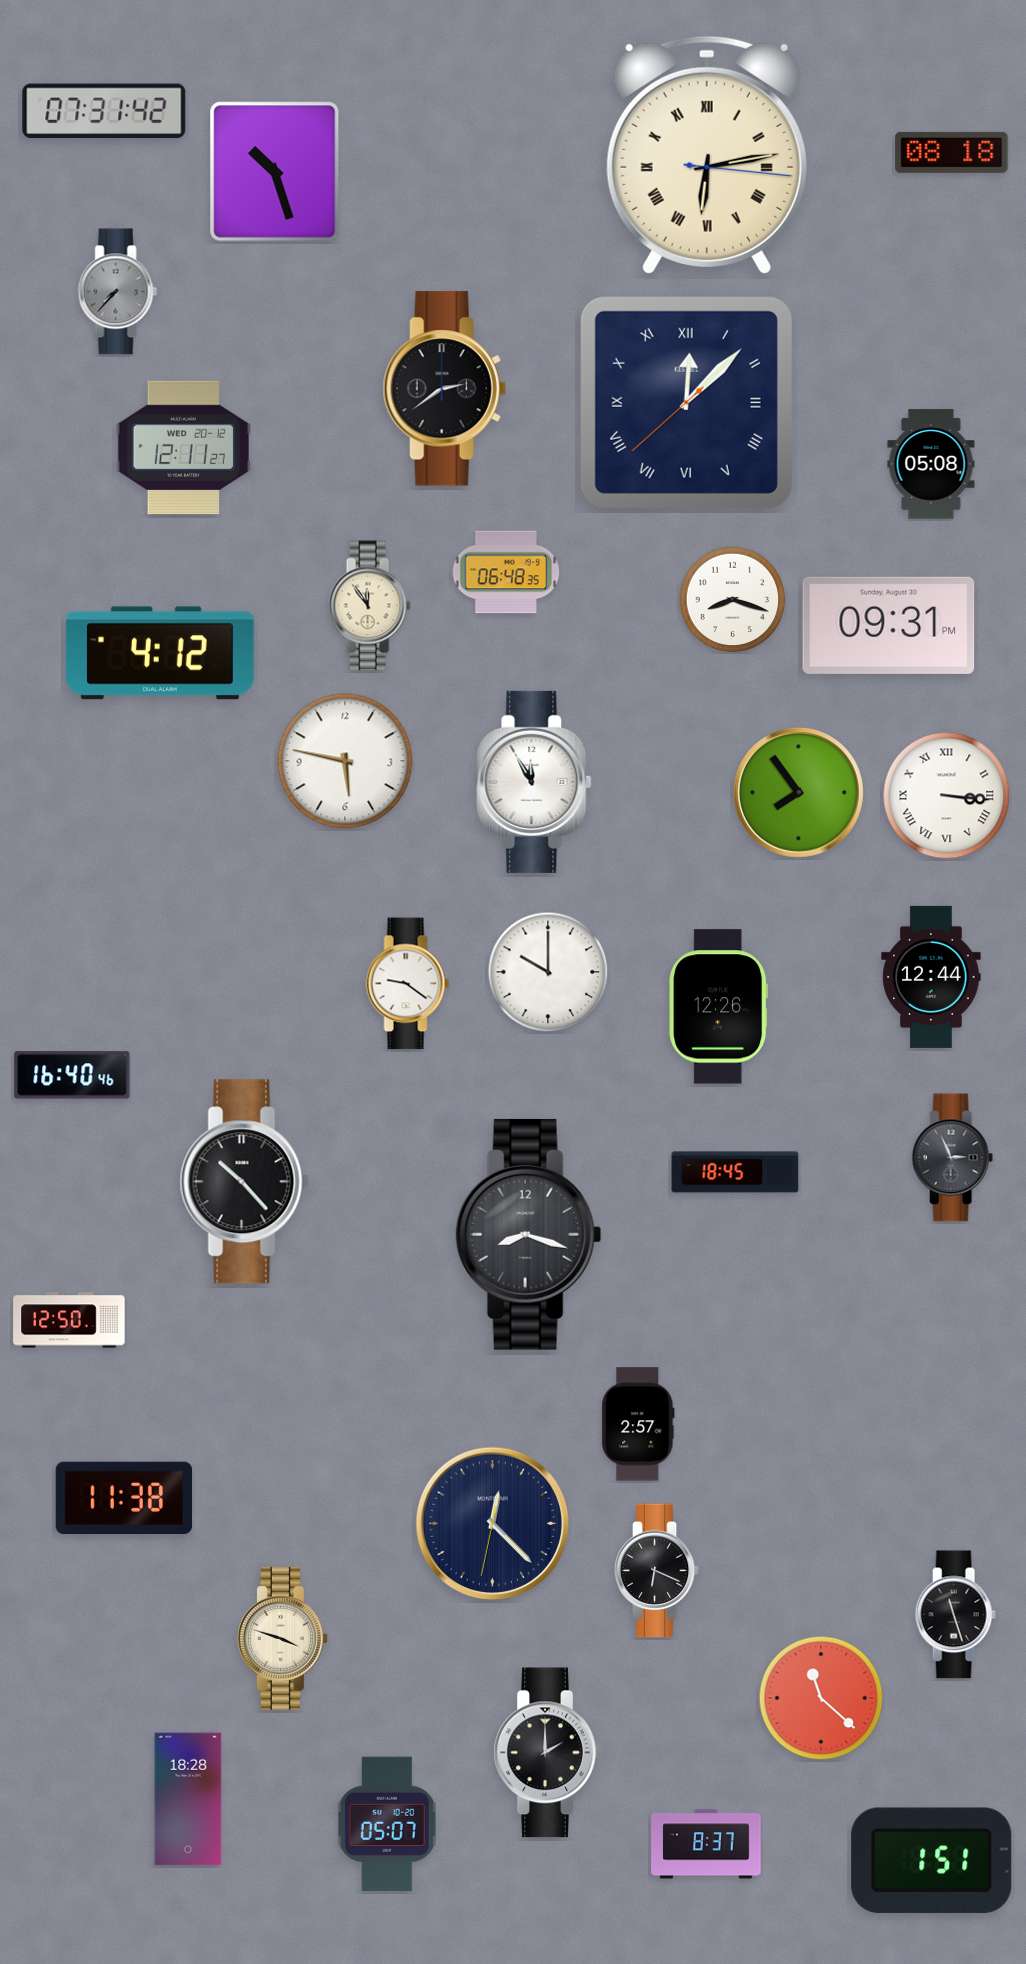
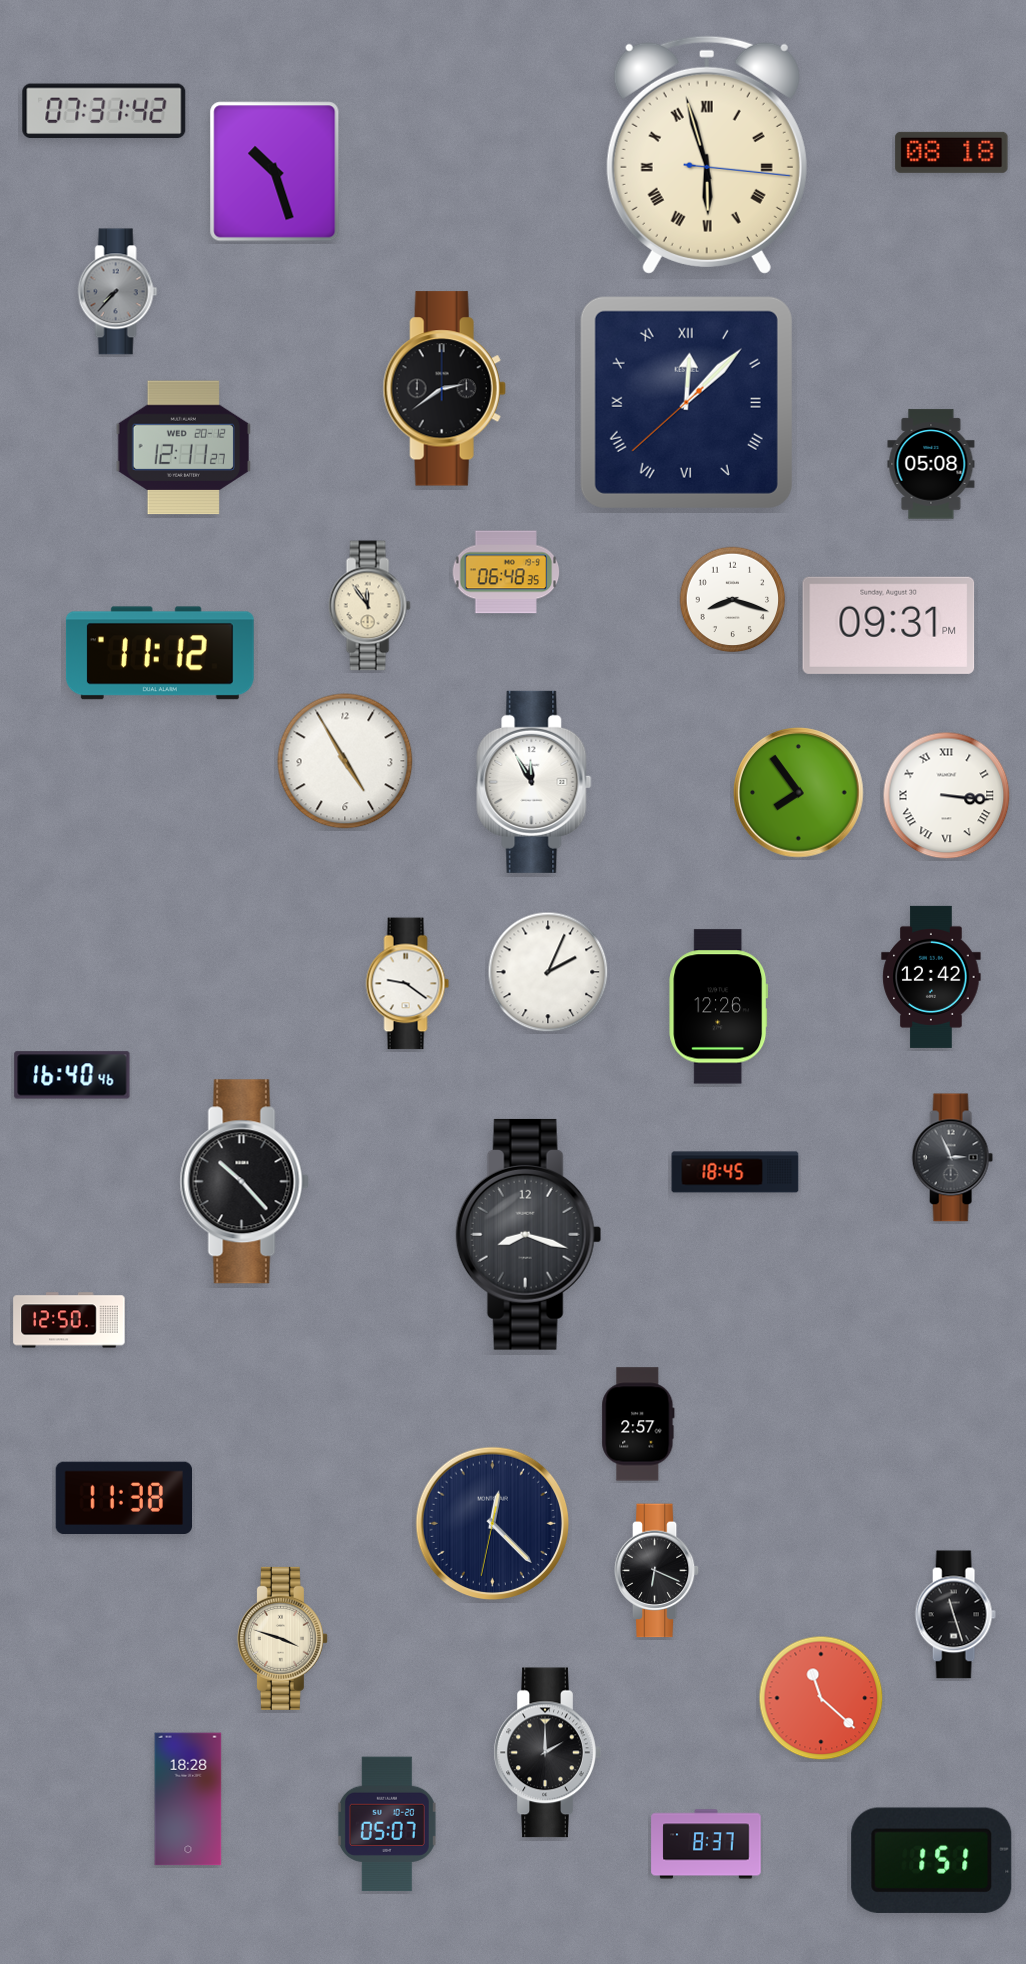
clock at (707, 155): 6:13 -> 5:57
clock at (160, 653): 4:12 -> 11:12
clock at (345, 761): 5:47 -> 4:55
clock at (548, 972): 10:00 -> 2:04
clock at (931, 977): 12:44 -> 12:42
